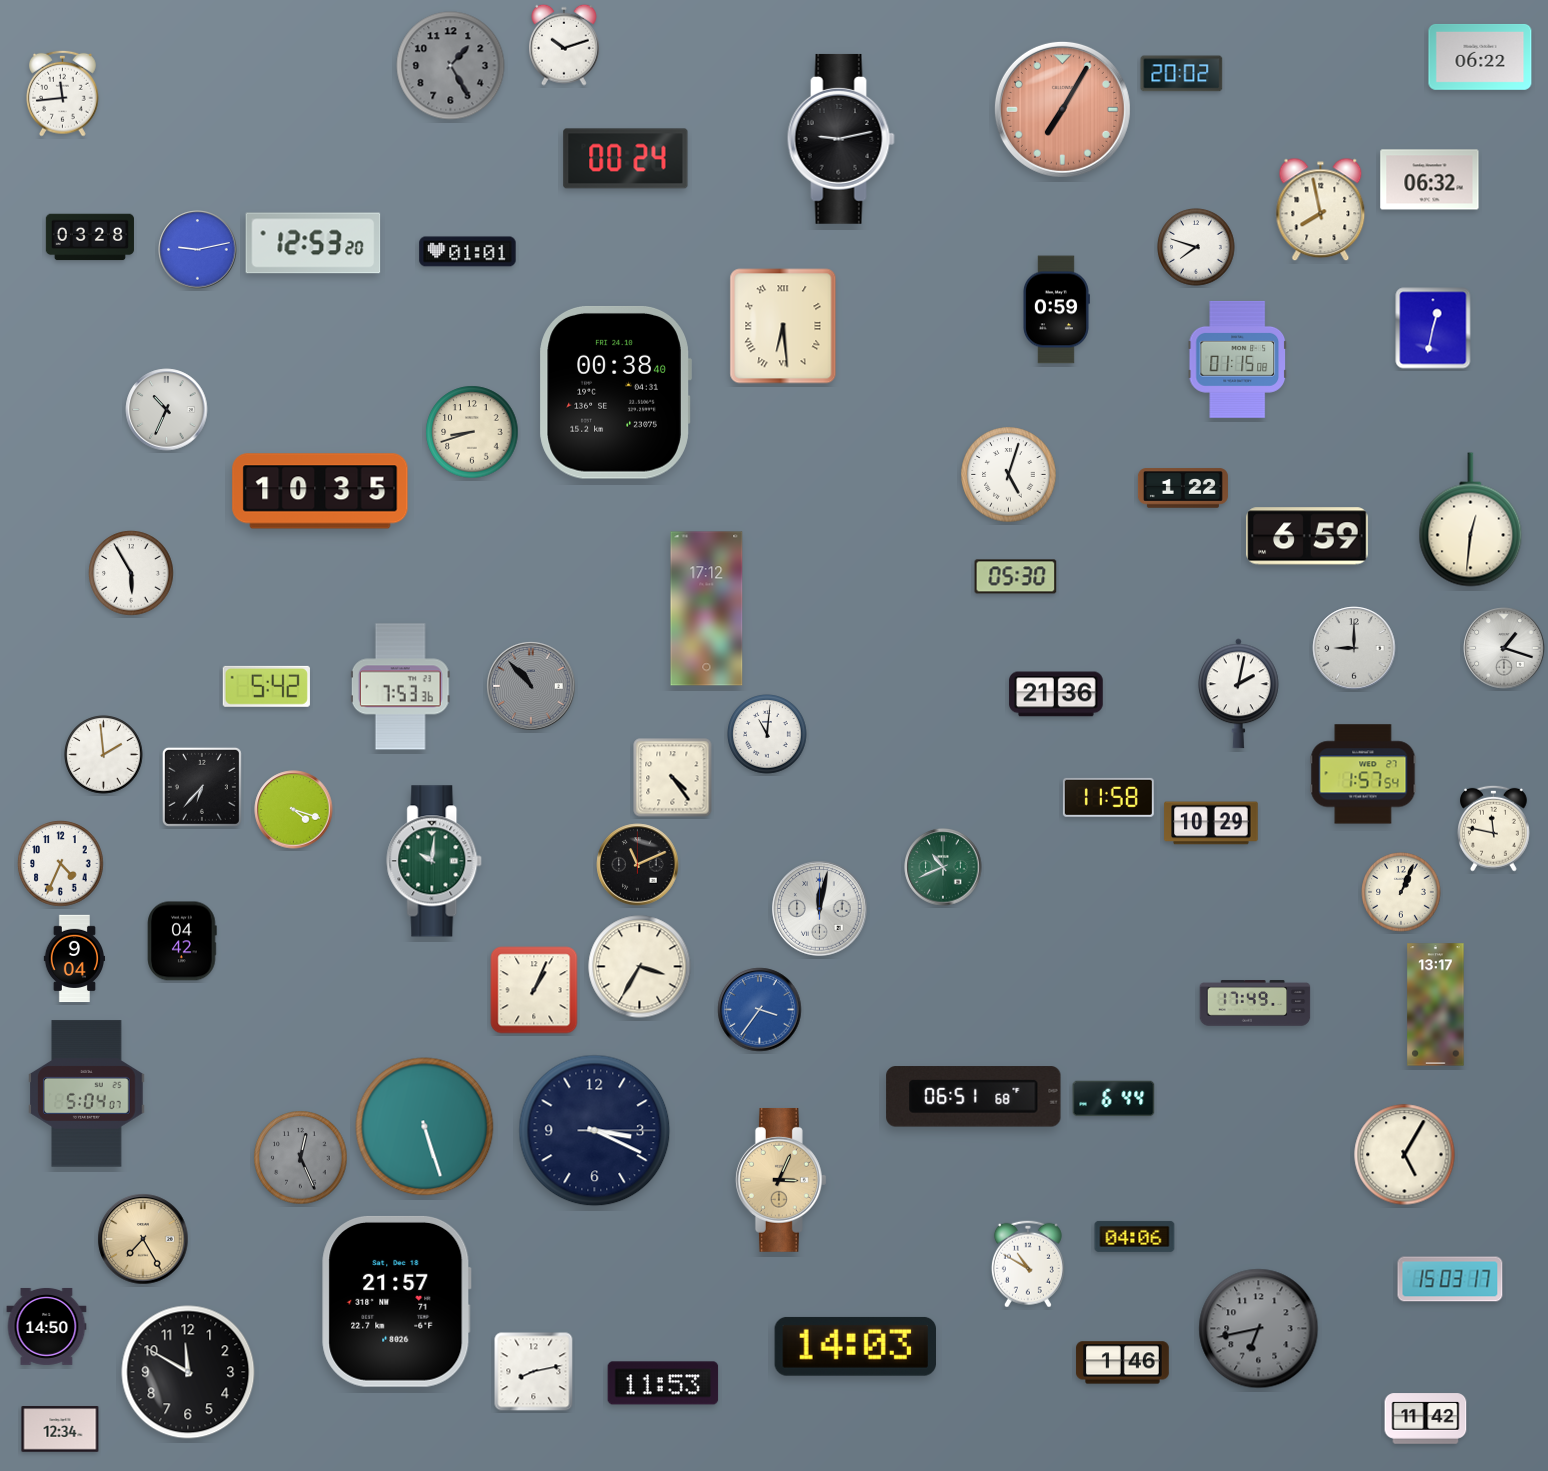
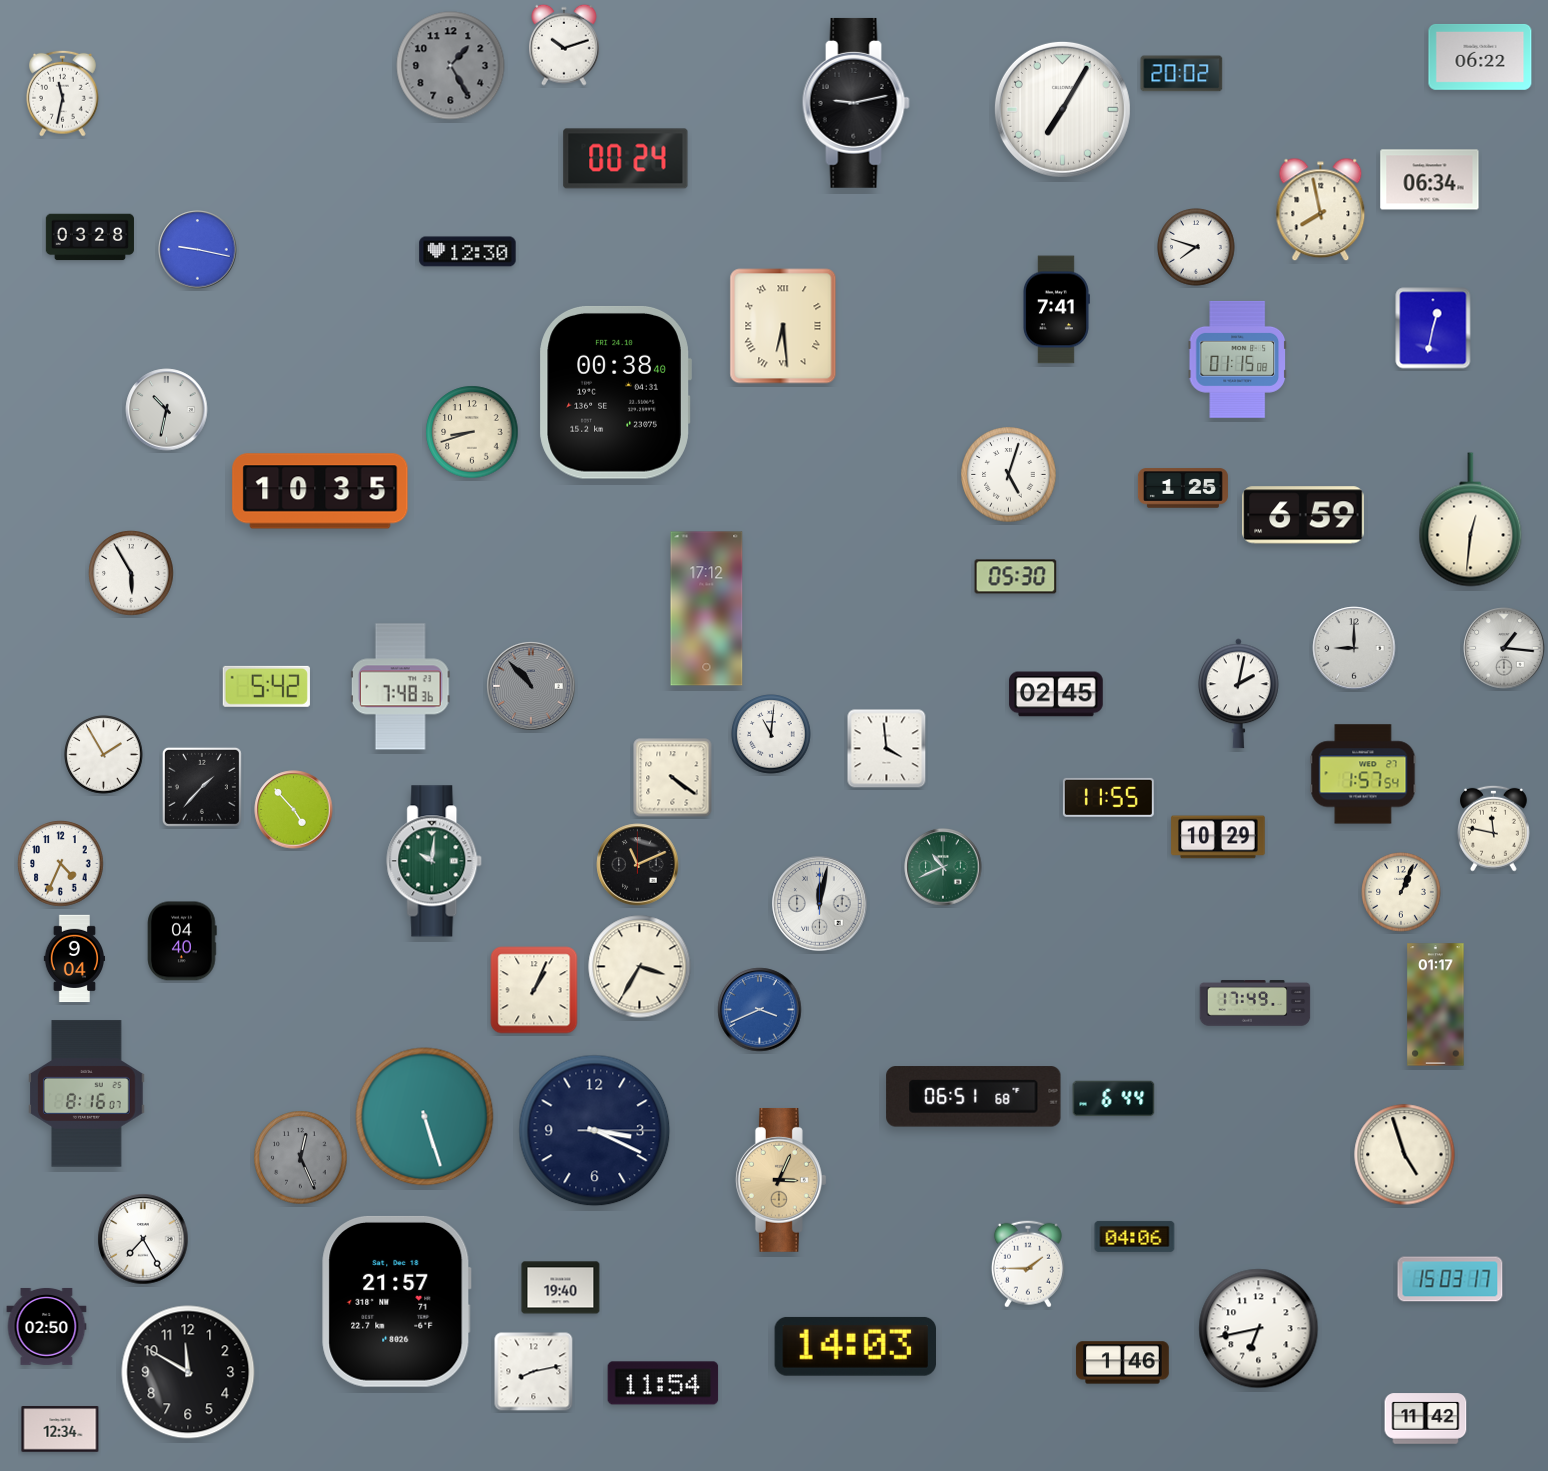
clock at (63, 93): 11:44 -> 11:32
clock at (1062, 109) dial: salmon -> white
clock at (841, 139) position: (841, 139) -> (856, 103)
clock at (1430, 180): 06:32 -> 06:34
clock at (313, 243): 12:53 -> none
clock at (198, 250): 9:13 -> 9:17
clock at (468, 252): 01:01 -> 12:30
clock at (1056, 310): 0:59 -> 7:41
clock at (167, 410): 10:34 -> 10:32
clock at (1183, 488): 1:22 -> 1:25
clock at (1307, 536) position: (1307, 536) -> (1303, 515)
clock at (1504, 648): 1:18 -> 1:16
clock at (400, 687): 7:53 -> 7:48
clock at (1056, 694): 21:36 -> 02:45
clock at (767, 734) position: (767, 734) -> (771, 734)
clock at (887, 749): none -> 3:59
clock at (104, 755): 1:59 -> 1:55
clock at (673, 778): 4:24 -> 4:21
clock at (202, 787): 6:37 -> 1:37
clock at (1108, 797): 11:58 -> 11:55
clock at (294, 810): 4:18 -> 4:53
clock at (1211, 823) position: (1211, 823) -> (1218, 837)
clock at (820, 909) position: (820, 909) -> (820, 904)
clock at (182, 941): 04:42 -> 04:40
clock at (1436, 1005): 13:17 -> 01:17
clock at (760, 1010): 3:36 -> 3:41
clock at (87, 1094): 5:04 -> 8:16
clock at (425, 1127) position: (425, 1127) -> (425, 1117)
clock at (1405, 1155): 5:05 -> 4:57
clock at (143, 1239) dial: champagne -> white
clock at (1028, 1264): 10:50 -> 1:45
clock at (561, 1288): none -> 19:40
clock at (47, 1326): 14:50 -> 02:50
clock at (1259, 1329) dial: grey -> white
clock at (663, 1383): 11:53 -> 11:54
